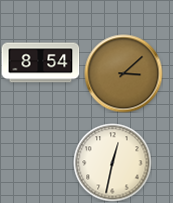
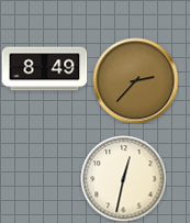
clock at (40, 63): 8:54 -> 8:49
clock at (123, 73): 3:08 -> 2:37
